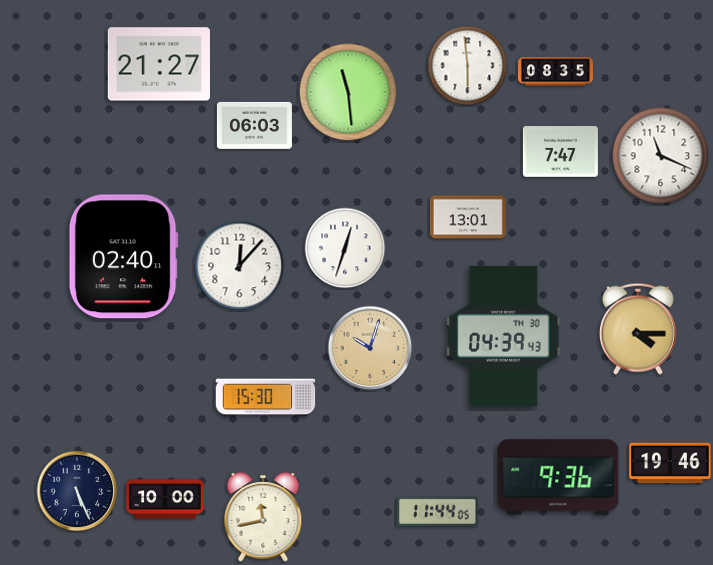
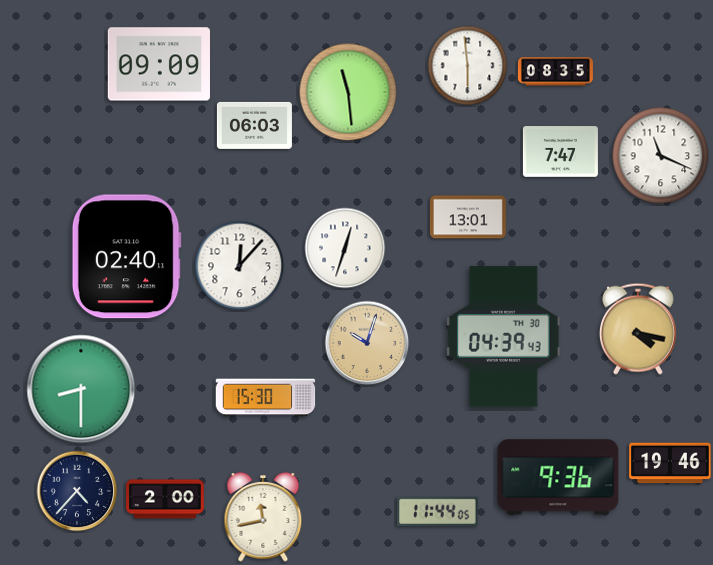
clock at (159, 64): 21:27 -> 09:09
clock at (123, 257) position: (123, 257) -> (126, 257)
clock at (638, 329): 4:15 -> 4:17
clock at (370, 348) position: (370, 348) -> (367, 343)
clock at (81, 389): none -> 8:30
clock at (77, 491): 5:26 -> 4:37
clock at (165, 499): 10:00 -> 2:00
